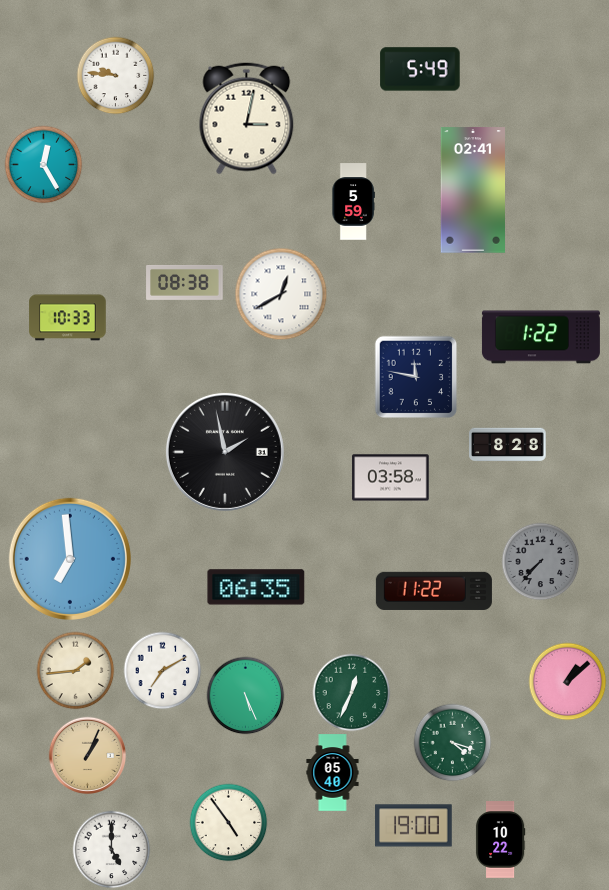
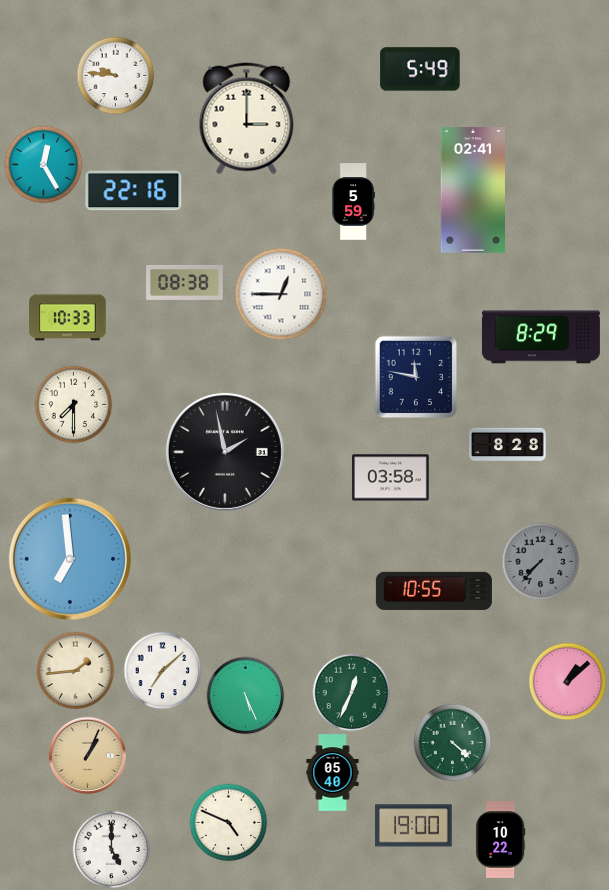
clock at (247, 119): 3:02 -> 3:00
clock at (134, 191): none -> 22:16
clock at (281, 294): 12:40 -> 12:45
clock at (541, 337): 1:22 -> 8:29
clock at (73, 404): none -> 7:30
clock at (256, 587): 06:35 -> none
clock at (434, 591): 11:22 -> 10:55
clock at (162, 670): 7:10 -> 7:08
clock at (452, 742): 4:18 -> 4:22
clock at (228, 822): 4:54 -> 4:49
